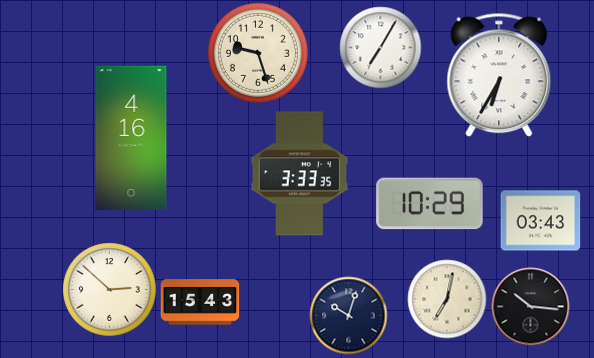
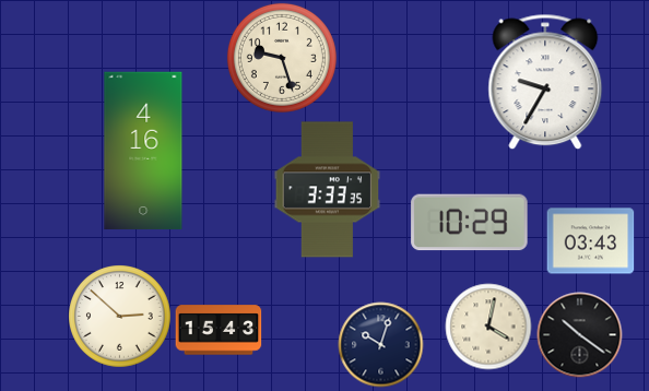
clock at (380, 47): 7:05 -> none
clock at (499, 75): 6:35 -> 9:35
clock at (447, 299): 7:02 -> 4:02
clock at (530, 306): 10:16 -> 10:21
